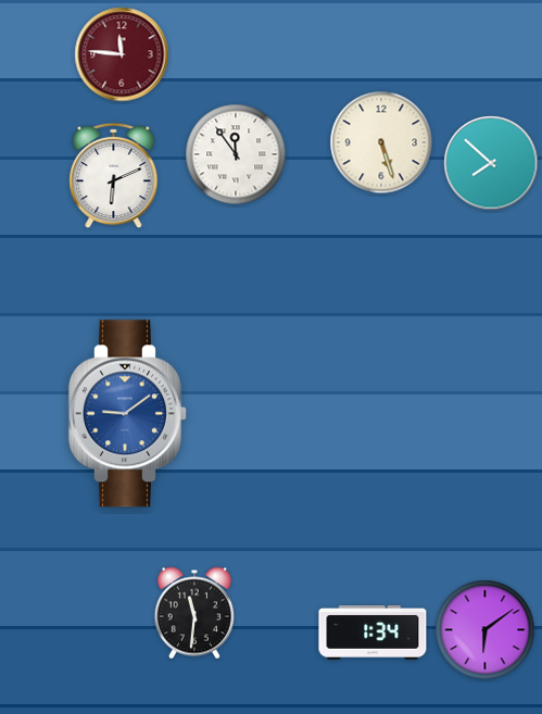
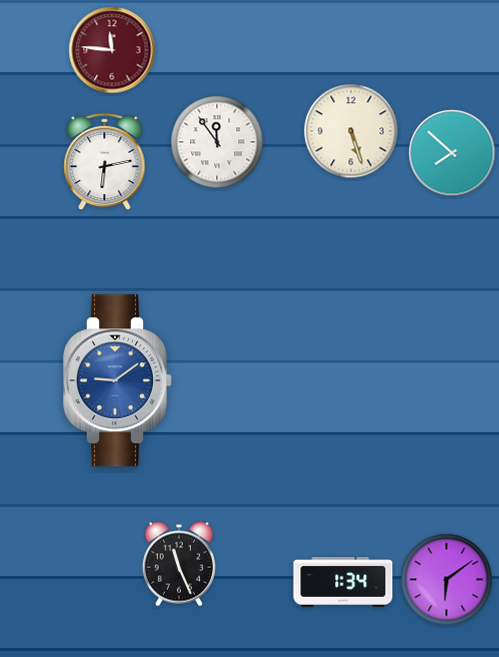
clock at (491, 163) position: (491, 163) -> (452, 153)
clock at (114, 176): 6:11 -> 6:13
clock at (194, 613): 11:31 -> 11:26
